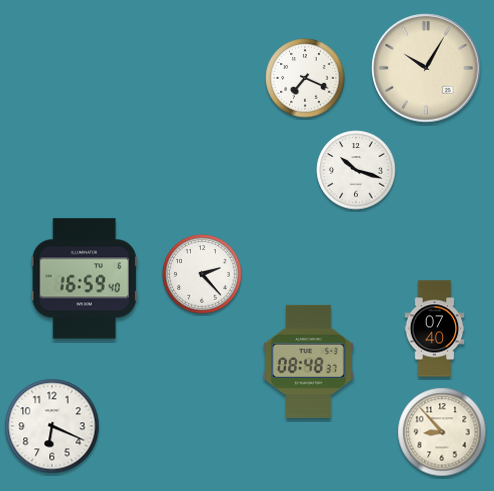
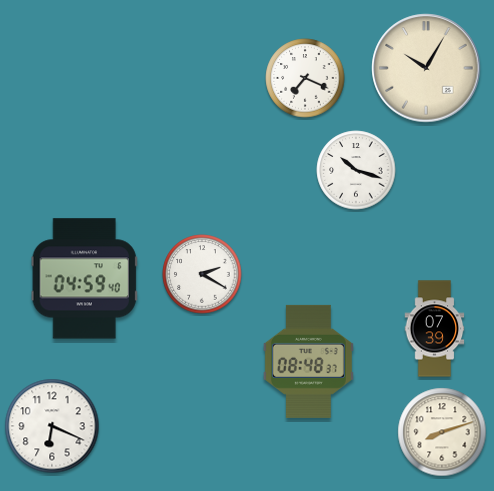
clock at (202, 274): 2:23 -> 2:20
clock at (84, 279): 16:59 -> 04:59
clock at (435, 329): 07:40 -> 07:39
clock at (442, 432): 8:53 -> 8:12
